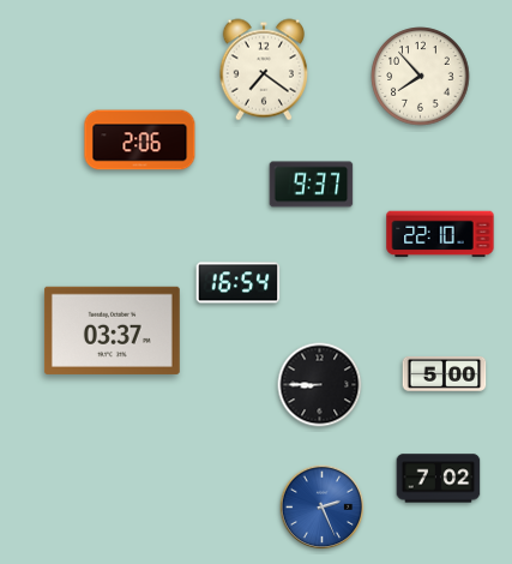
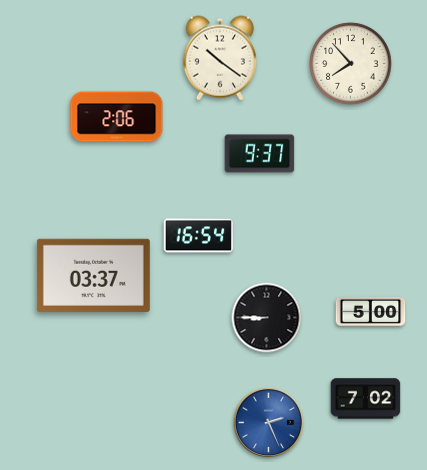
clock at (264, 70): 7:21 -> 10:21
clock at (440, 234): 22:10 -> none
clock at (320, 385) position: (320, 385) -> (267, 318)
